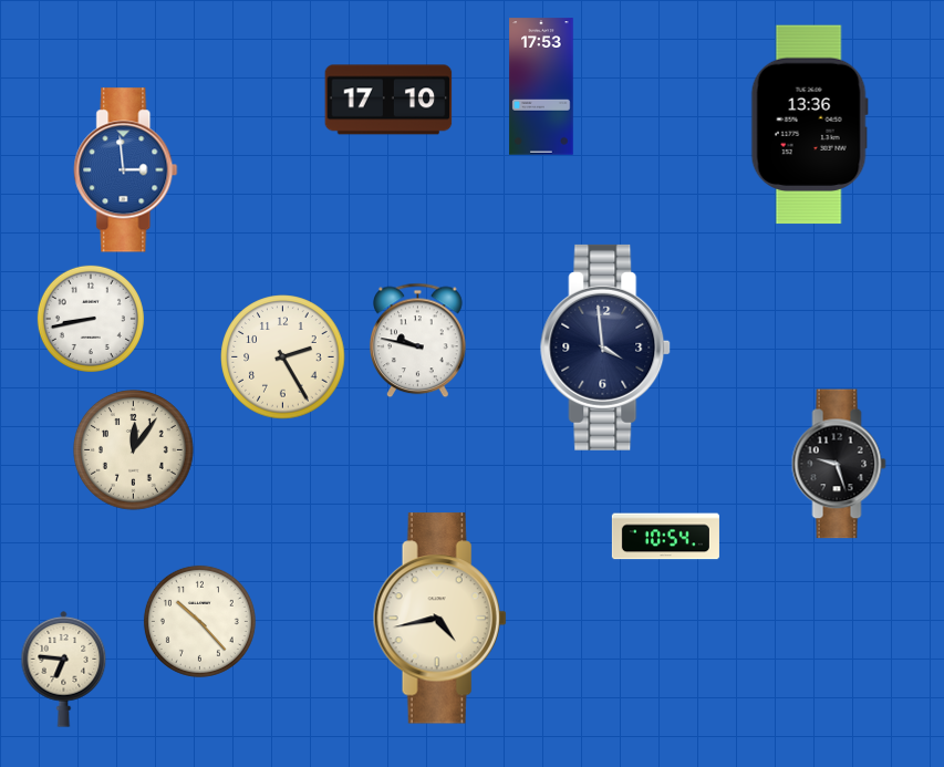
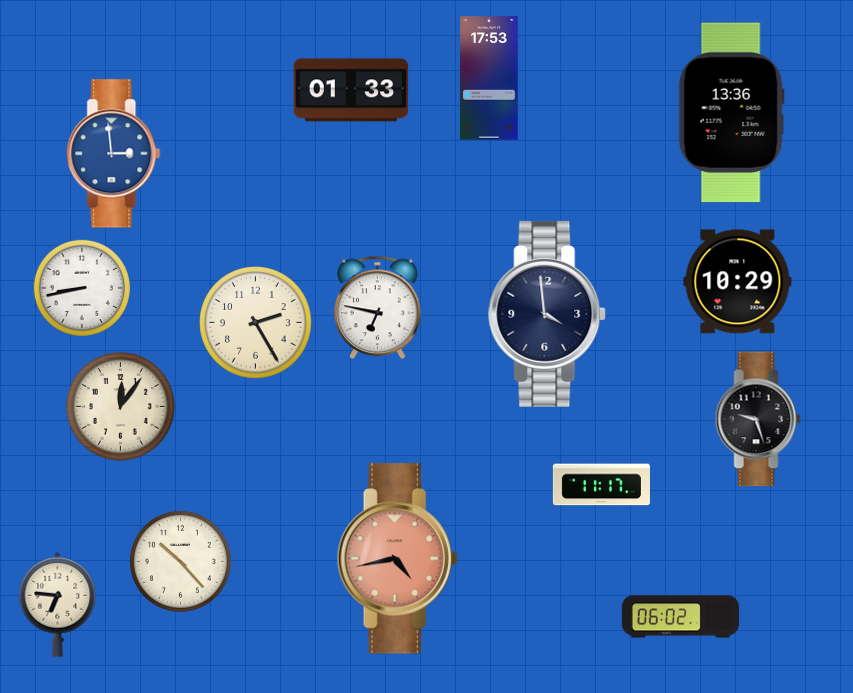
clock at (388, 100): 17:10 -> 01:33
clock at (738, 282): none -> 10:29
clock at (418, 341): 9:47 -> 6:47
clock at (665, 537): 10:54 -> 11:17
clock at (439, 619) dial: cream -> salmon
clock at (680, 617): none -> 06:02
